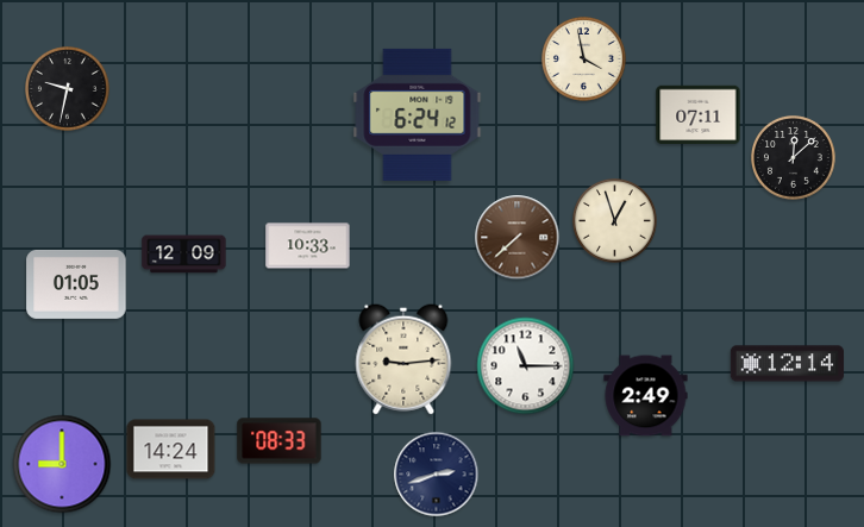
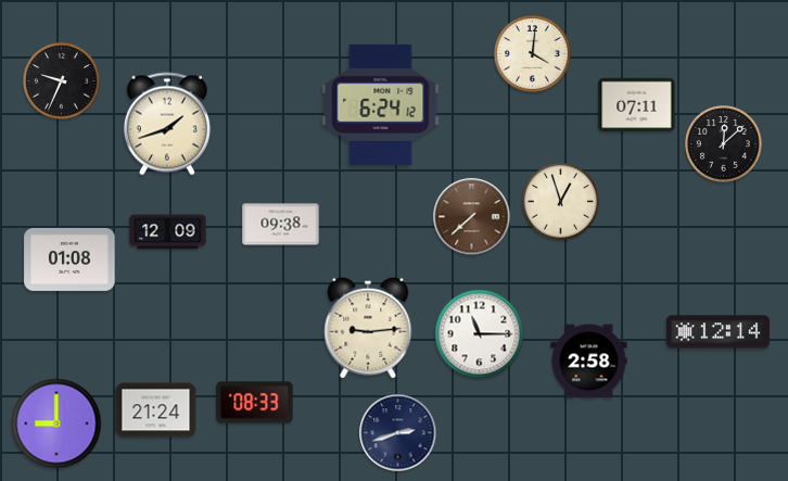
clock at (584, 59): 3:58 -> 4:01
clock at (68, 89): 9:32 -> 9:34
clock at (167, 124): none -> 1:42
clock at (308, 246): 10:33 -> 09:38
clock at (76, 284): 01:05 -> 01:08
clock at (646, 396): 2:49 -> 2:58
clock at (171, 450): 14:24 -> 21:24
